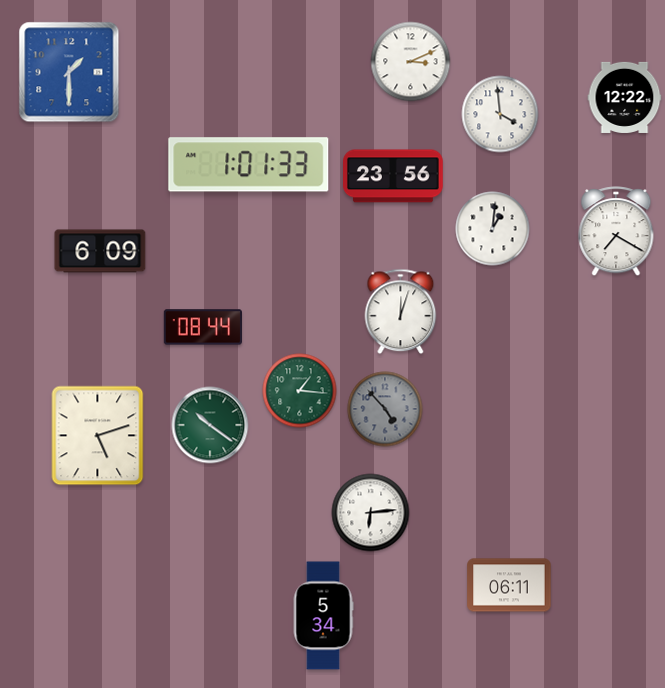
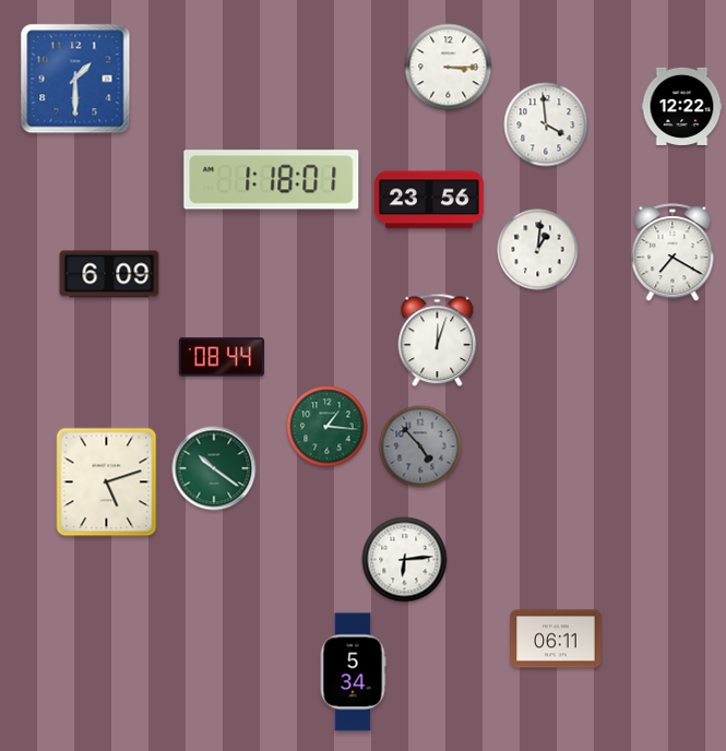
clock at (411, 62): 3:11 -> 3:15
clock at (249, 165): 1:01 -> 1:18
clock at (393, 176) position: (393, 176) -> (429, 200)
clock at (210, 425) position: (210, 425) -> (214, 468)
clock at (98, 436) position: (98, 436) -> (107, 482)
